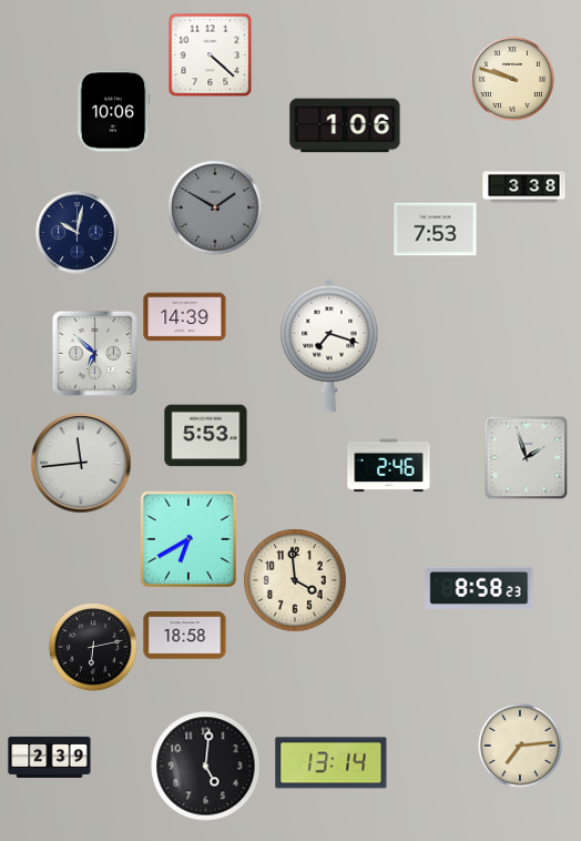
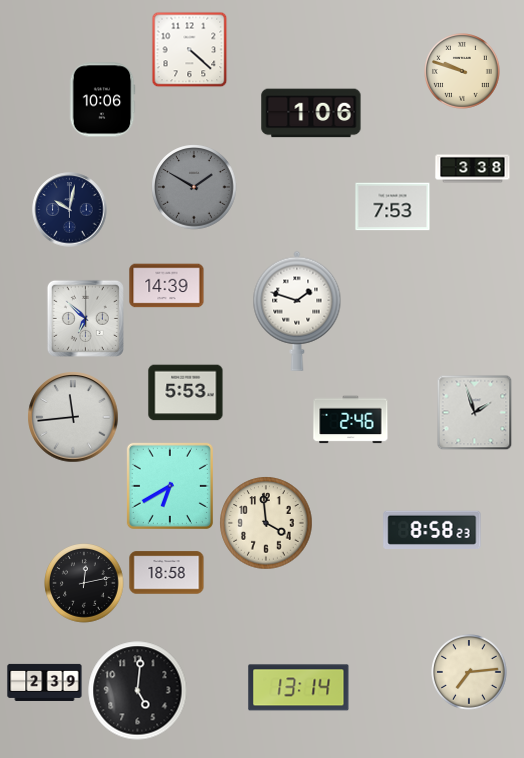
clock at (329, 345): 7:18 -> 1:48
clock at (93, 647): 6:13 -> 12:13
clock at (206, 767) position: (206, 767) -> (138, 691)
